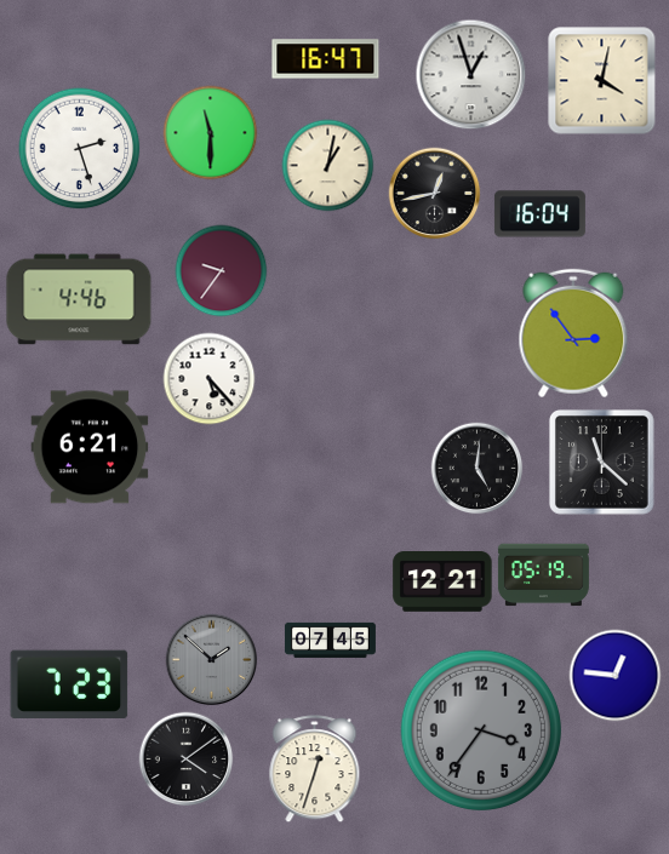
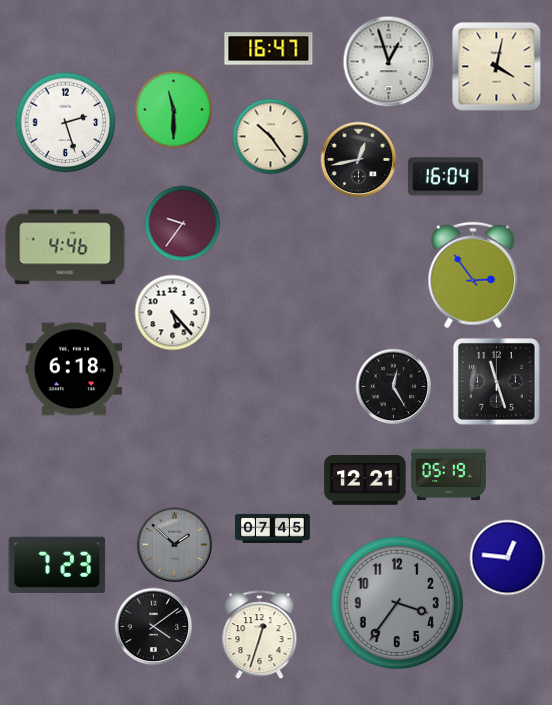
clock at (328, 166): 1:02 -> 10:24
clock at (90, 447): 6:21 -> 6:18
clock at (602, 463): 11:22 -> 11:27
clock at (478, 469): 5:01 -> 12:25
